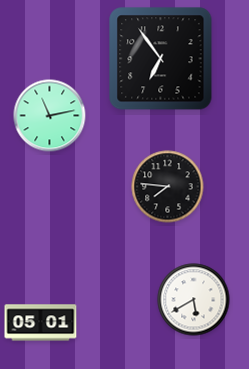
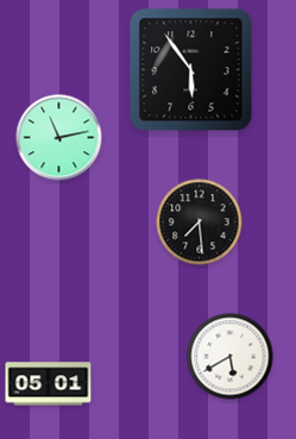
clock at (161, 59): 6:54 -> 5:54
clock at (168, 187): 7:46 -> 7:29
